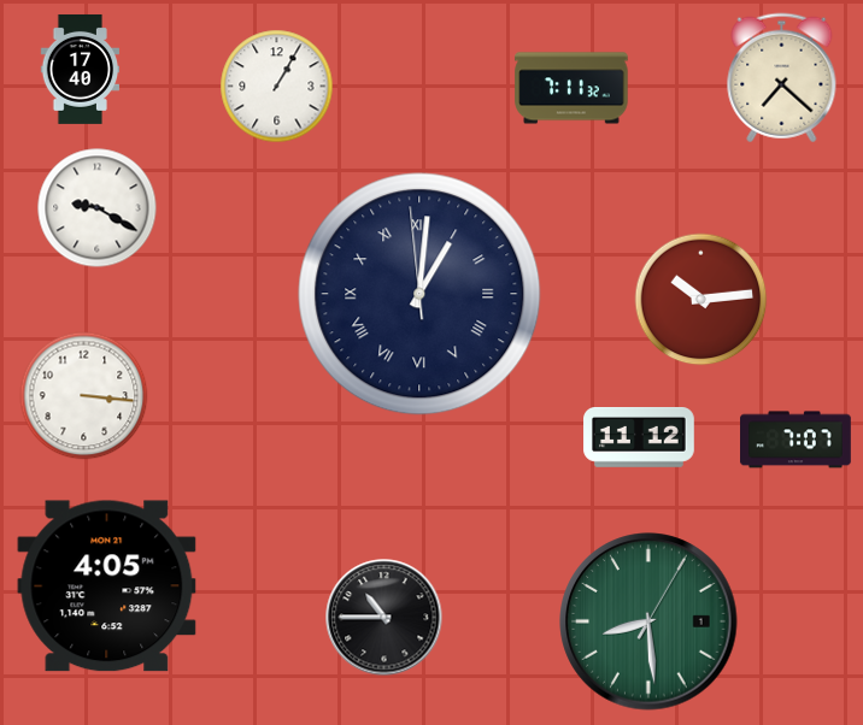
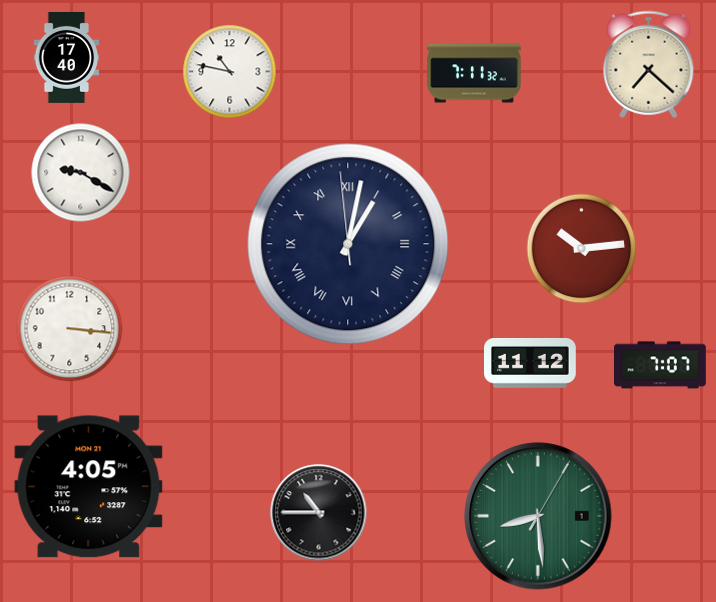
clock at (277, 87): 1:05 -> 10:47
clock at (419, 294): 1:00 -> 1:01
